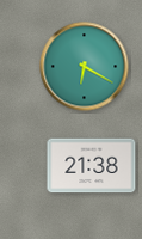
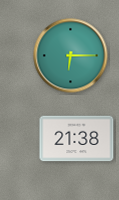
clock at (85, 67): 6:20 -> 6:15
